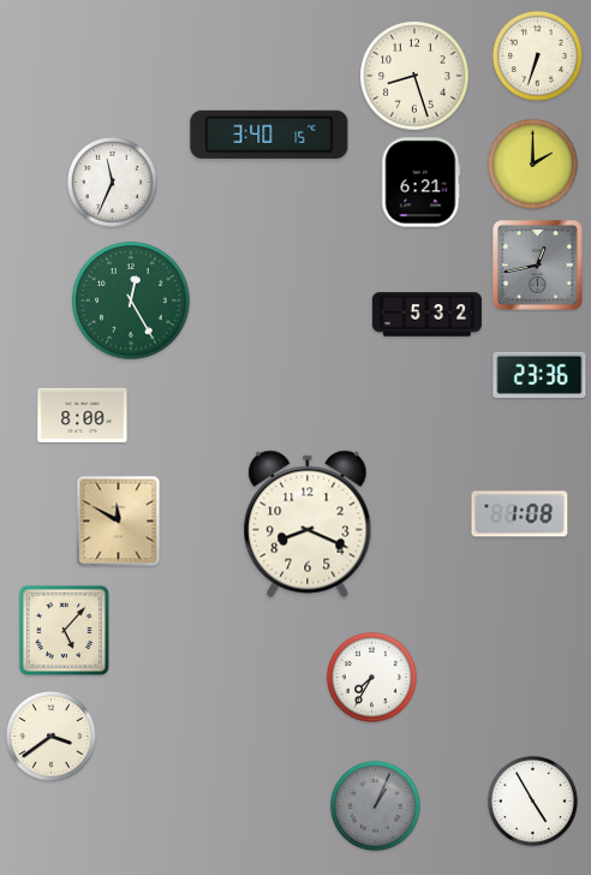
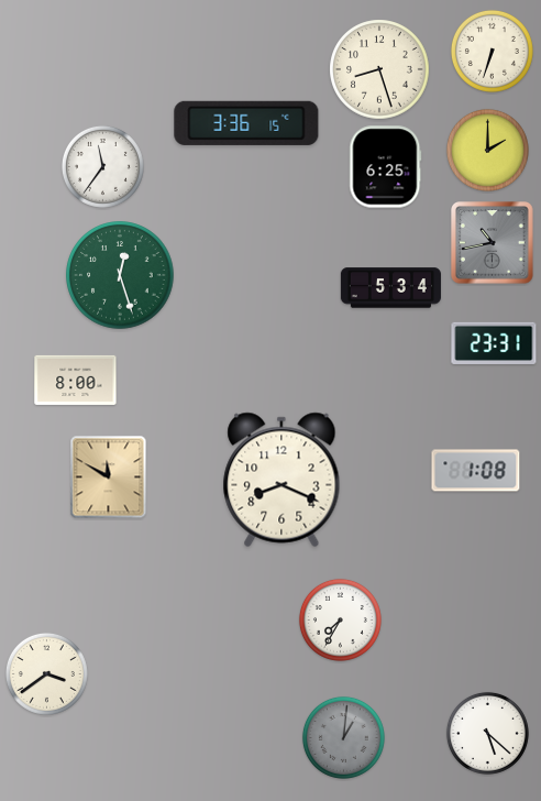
clock at (269, 135): 3:40 -> 3:36
clock at (112, 181): 11:34 -> 11:36
clock at (422, 183): 6:21 -> 6:25
clock at (538, 266): 12:43 -> 10:43
clock at (131, 300): 12:25 -> 12:27
clock at (426, 315): 5:32 -> 5:34
clock at (539, 375): 23:36 -> 23:31
clock at (64, 630): 5:07 -> none
clock at (532, 800): 4:55 -> 5:22
clock at (375, 805): 1:04 -> 1:01
